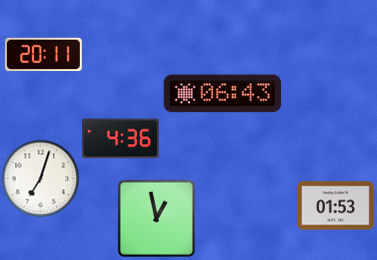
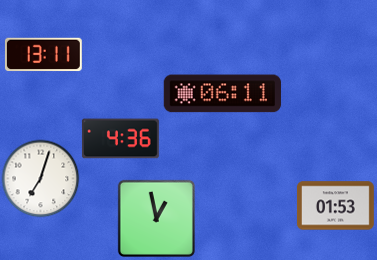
clock at (43, 55): 20:11 -> 13:11
clock at (222, 94): 06:43 -> 06:11
